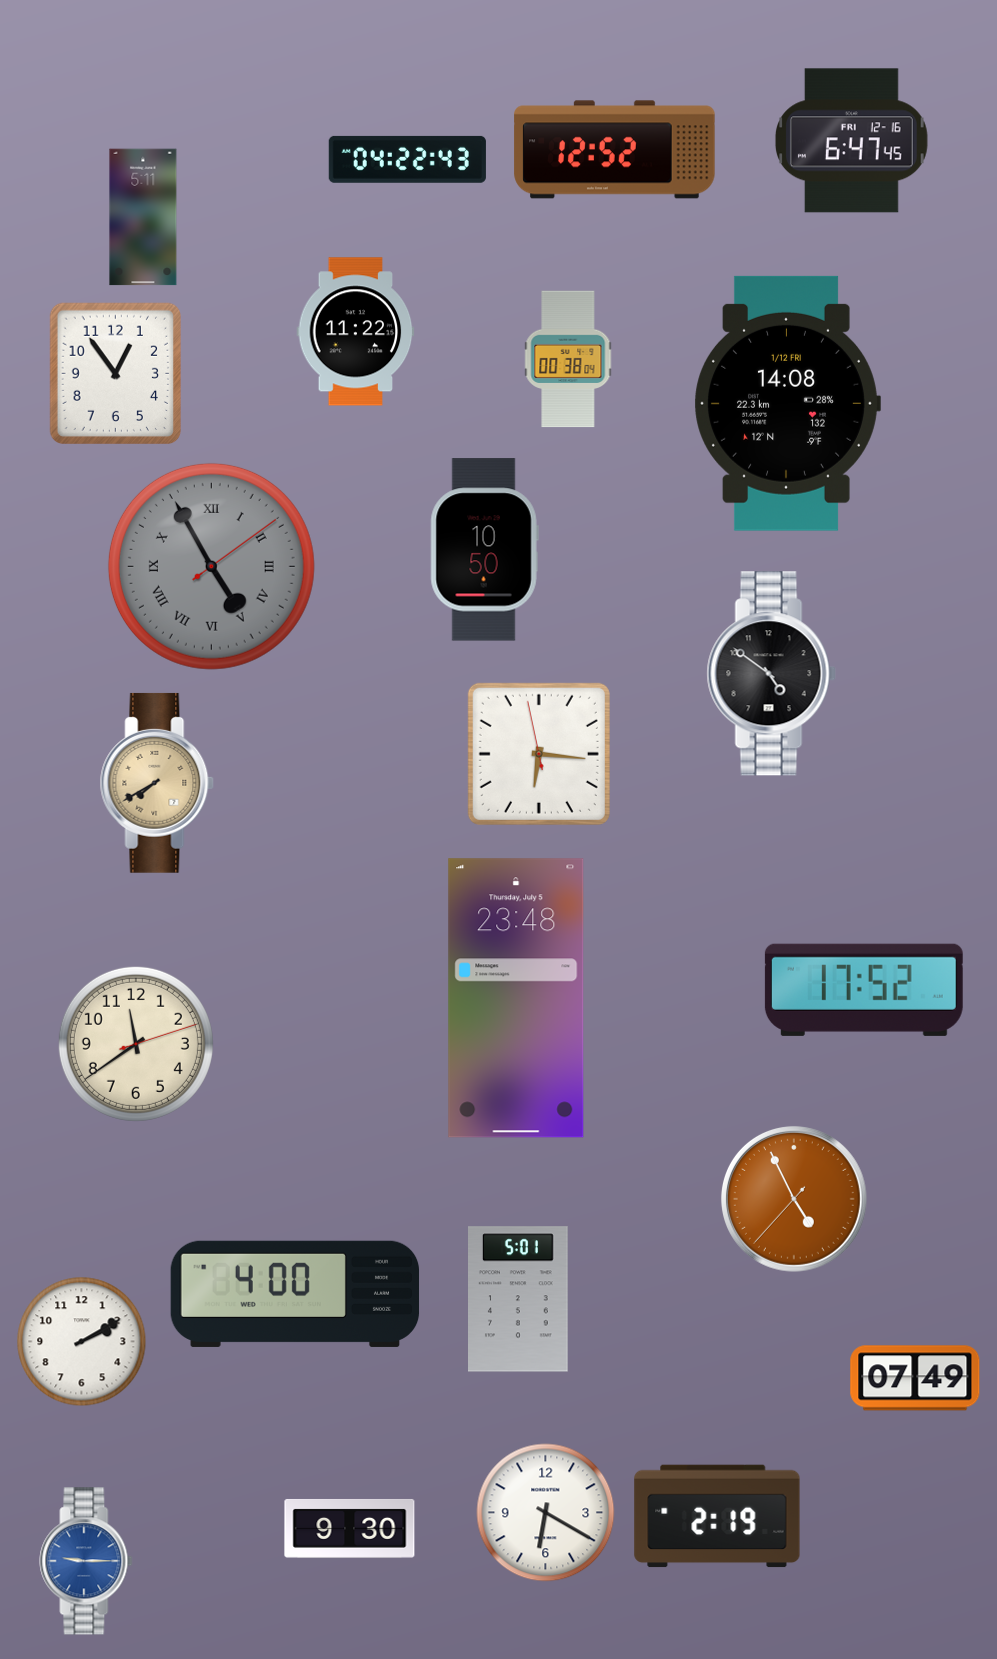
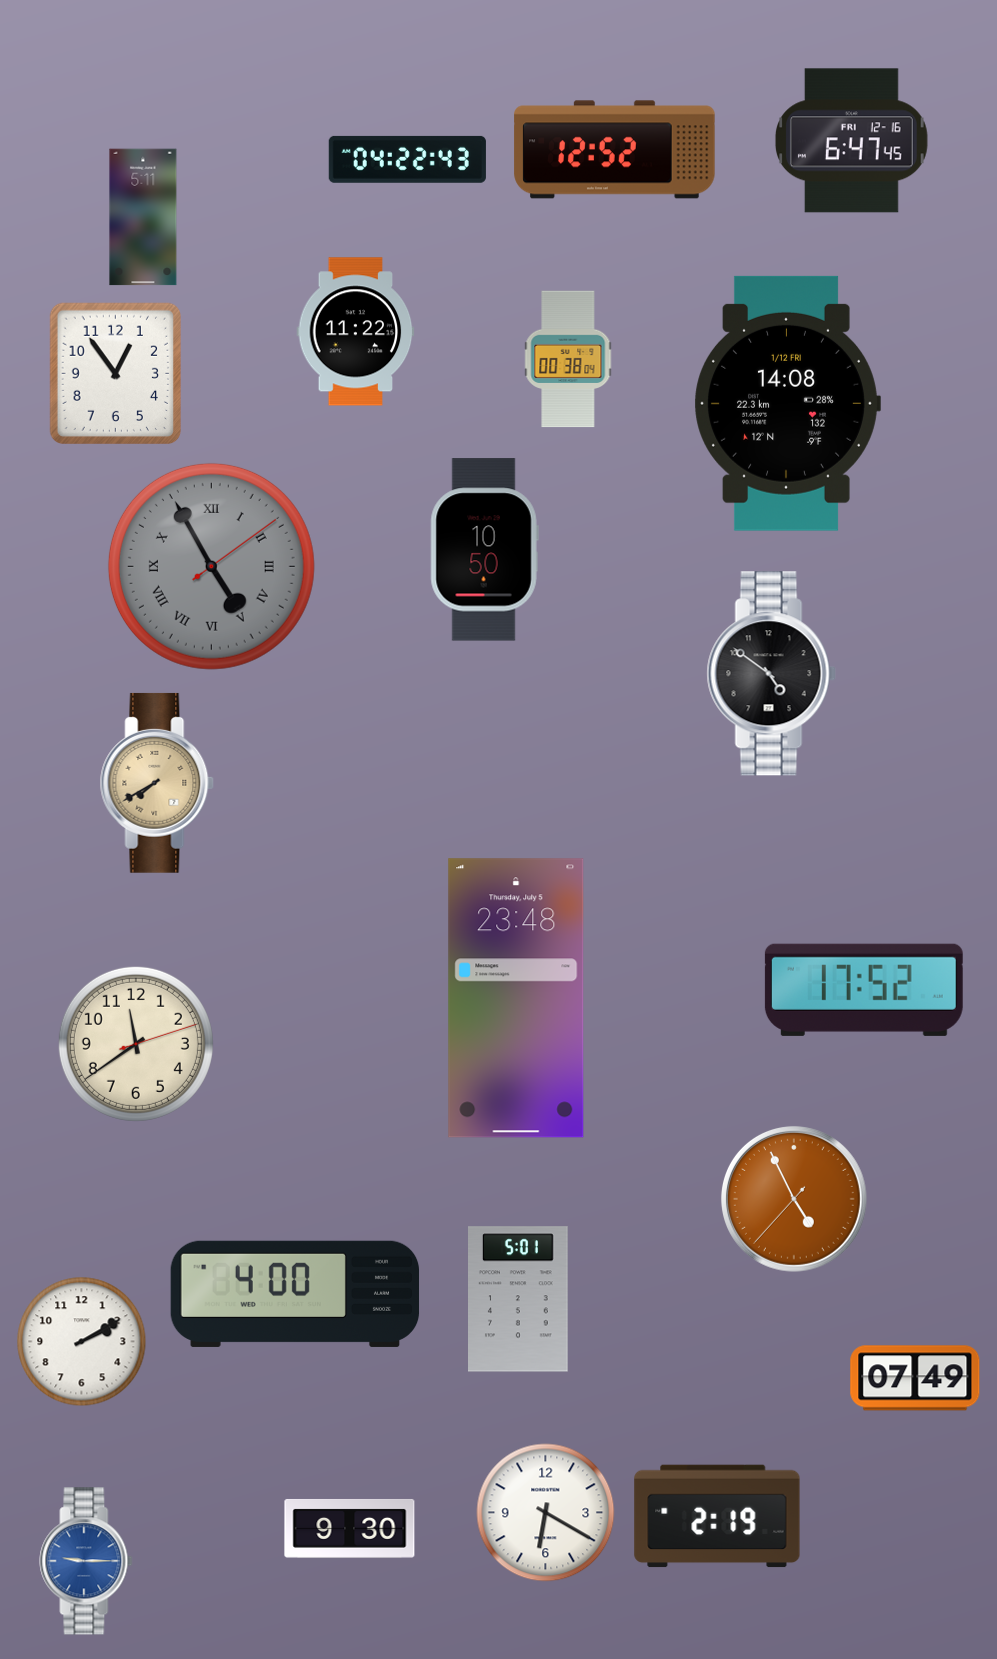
clock at (539, 754): 6:15 -> none
